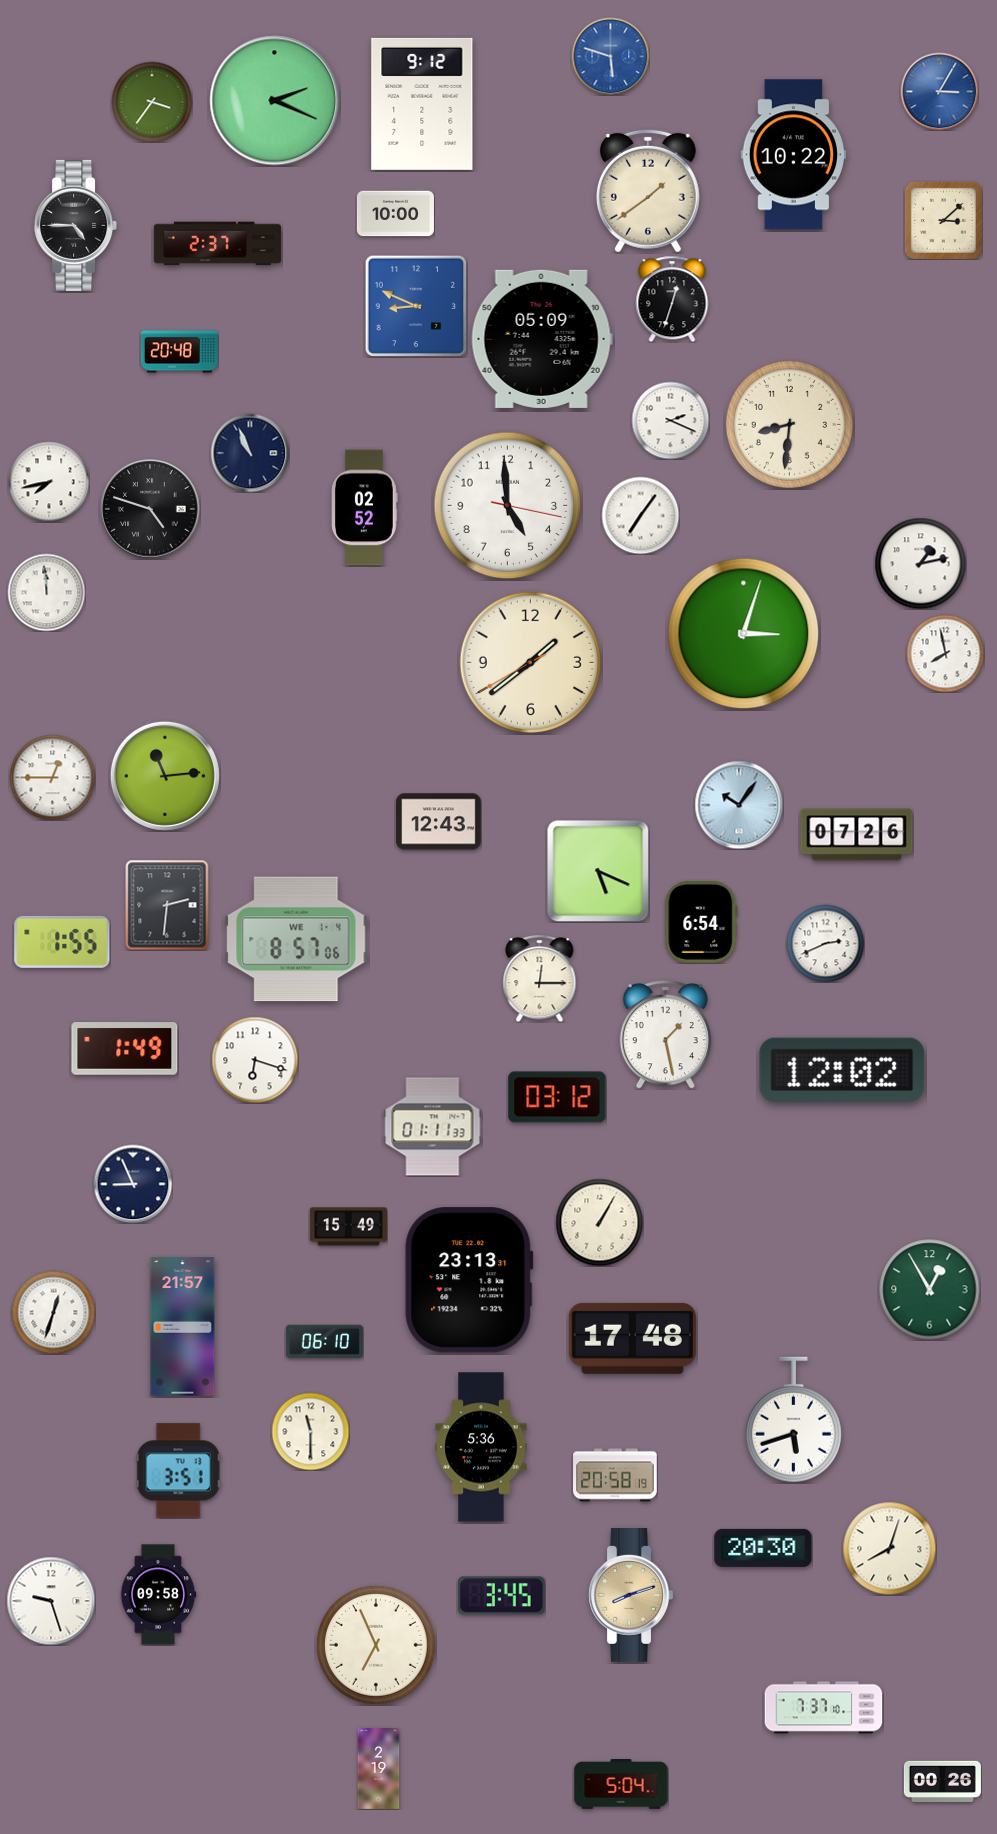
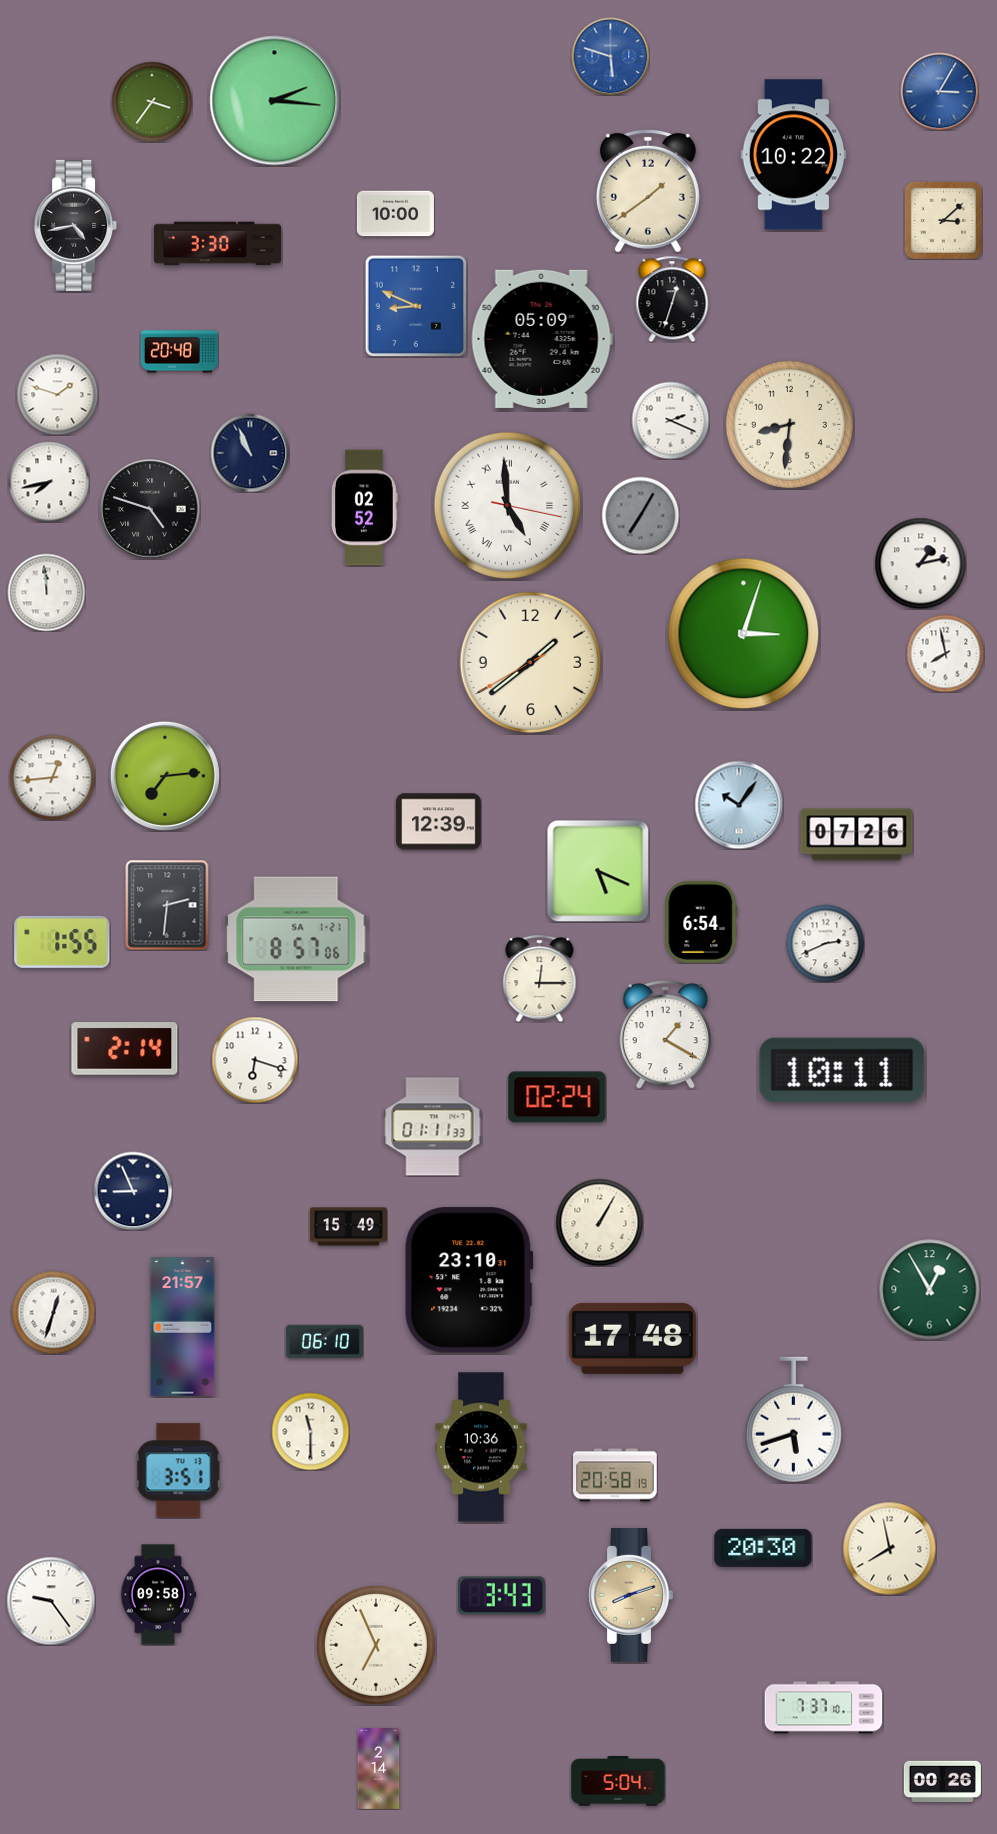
clock at (275, 101): 2:19 -> 2:16
clock at (422, 104): 9:12 -> none
clock at (76, 225): 4:45 -> 4:43
clock at (217, 244): 2:37 -> 3:30
clock at (57, 394): none -> 1:48
clock at (508, 506) numerals: Arabic -> Roman
clock at (640, 515): 7:06 -> 7:05
clock at (640, 515) dial: white -> grey
clock at (165, 776): 11:14 -> 7:14
clock at (52, 777): 12:45 -> 12:44
clock at (439, 822): 12:43 -> 12:39
clock at (296, 939) date: WE 1-4 -> SA 1-21
clock at (665, 1035): 1:28 -> 1:20
clock at (125, 1049): 1:49 -> 2:14
clock at (842, 1069): 12:02 -> 10:11
clock at (557, 1097): 03:12 -> 02:24
clock at (133, 1184) position: (133, 1184) -> (133, 1191)
clock at (469, 1280): 23:13 -> 23:10
clock at (481, 1447): 5:36 -> 10:36
clock at (889, 1548): 8:03 -> 7:58
clock at (502, 1596): 3:45 -> 3:43
clock at (51, 1601): 9:27 -> 9:24
clock at (379, 1769): 2:19 -> 2:14
clock at (621, 1784) position: (621, 1784) -> (618, 1781)
